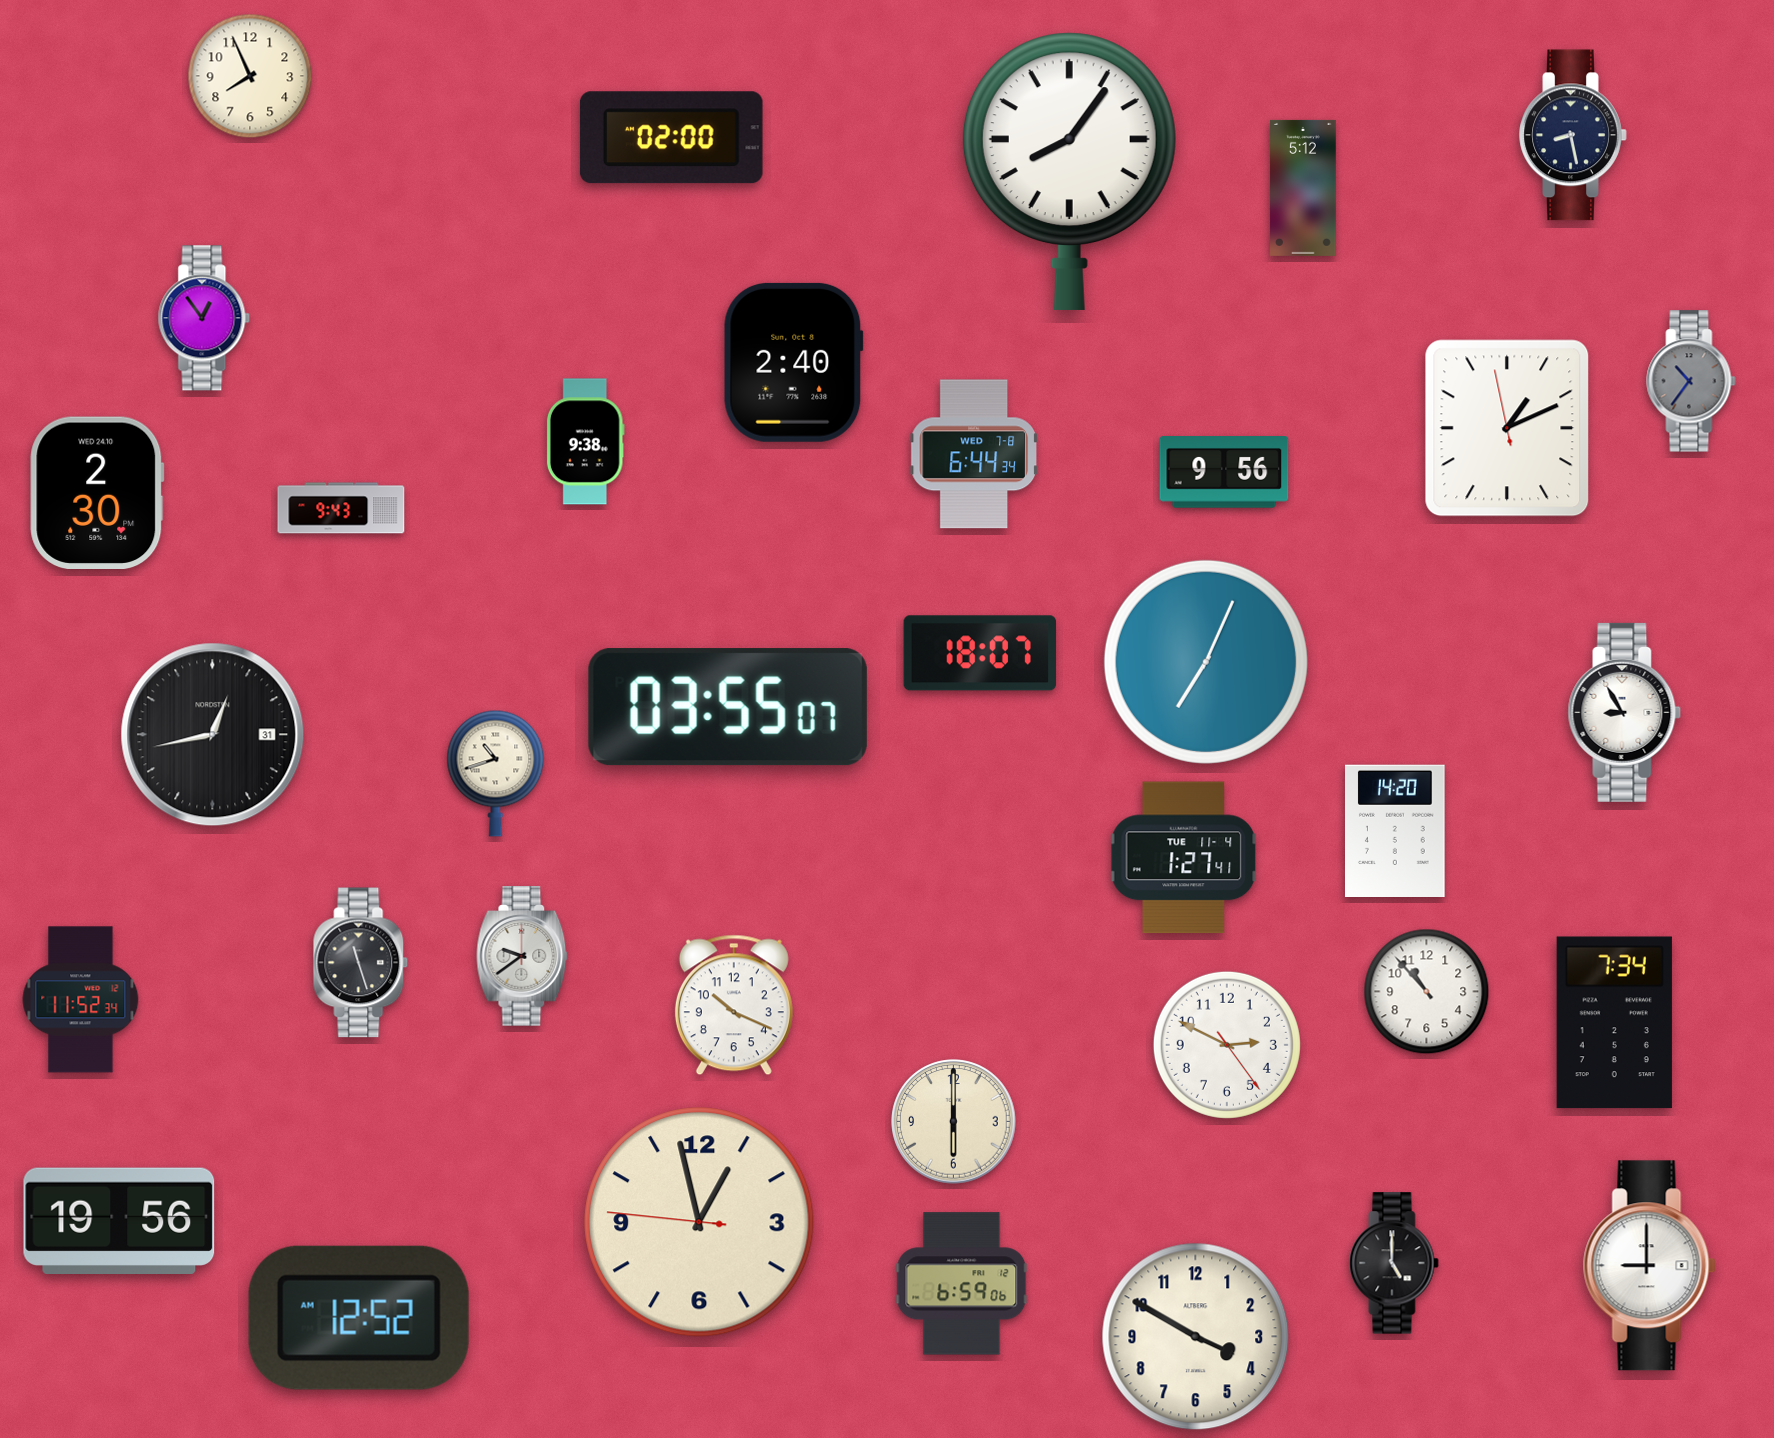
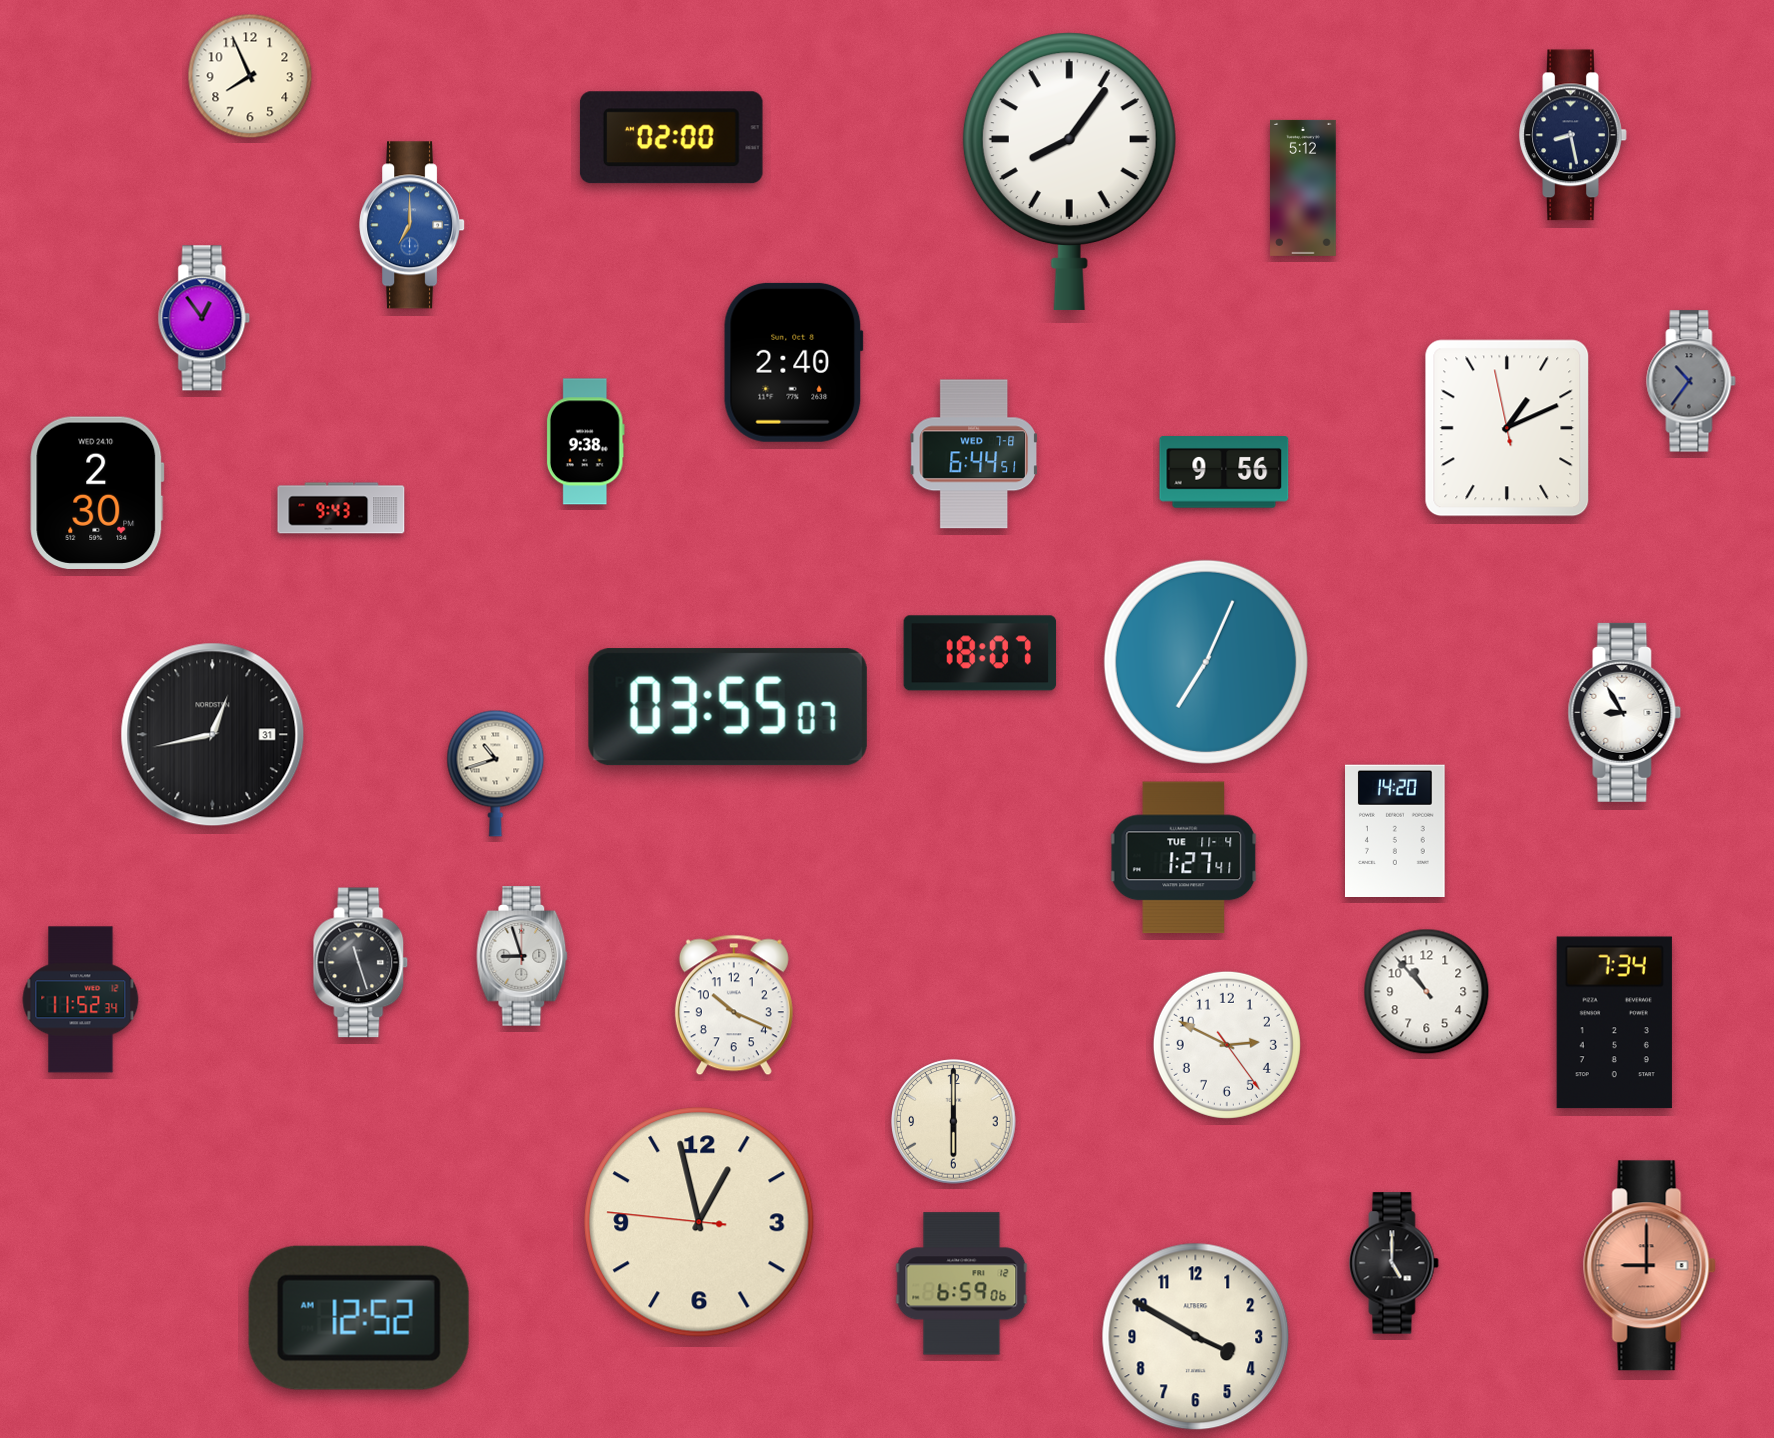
clock at (413, 225): none -> 7:00
clock at (973, 454): 6:44:34 -> 6:44:51
clock at (522, 956): 9:39 -> 8:57
clock at (119, 1220): 19:56 -> none
clock at (1649, 1266) dial: white -> salmon
